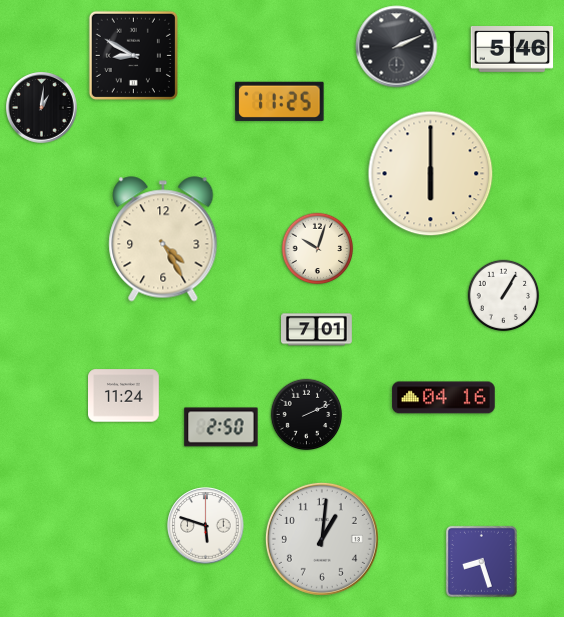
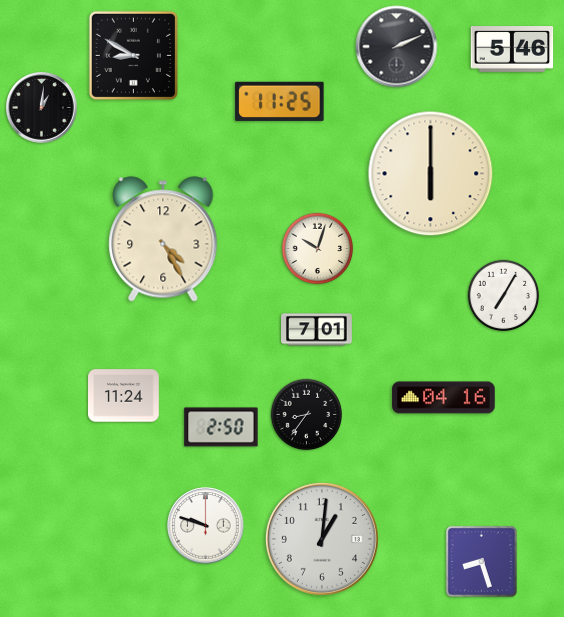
clock at (504, 296): 1:05 -> 7:05
clock at (307, 415): 2:11 -> 8:36
clock at (206, 526): 5:48 -> 9:48
